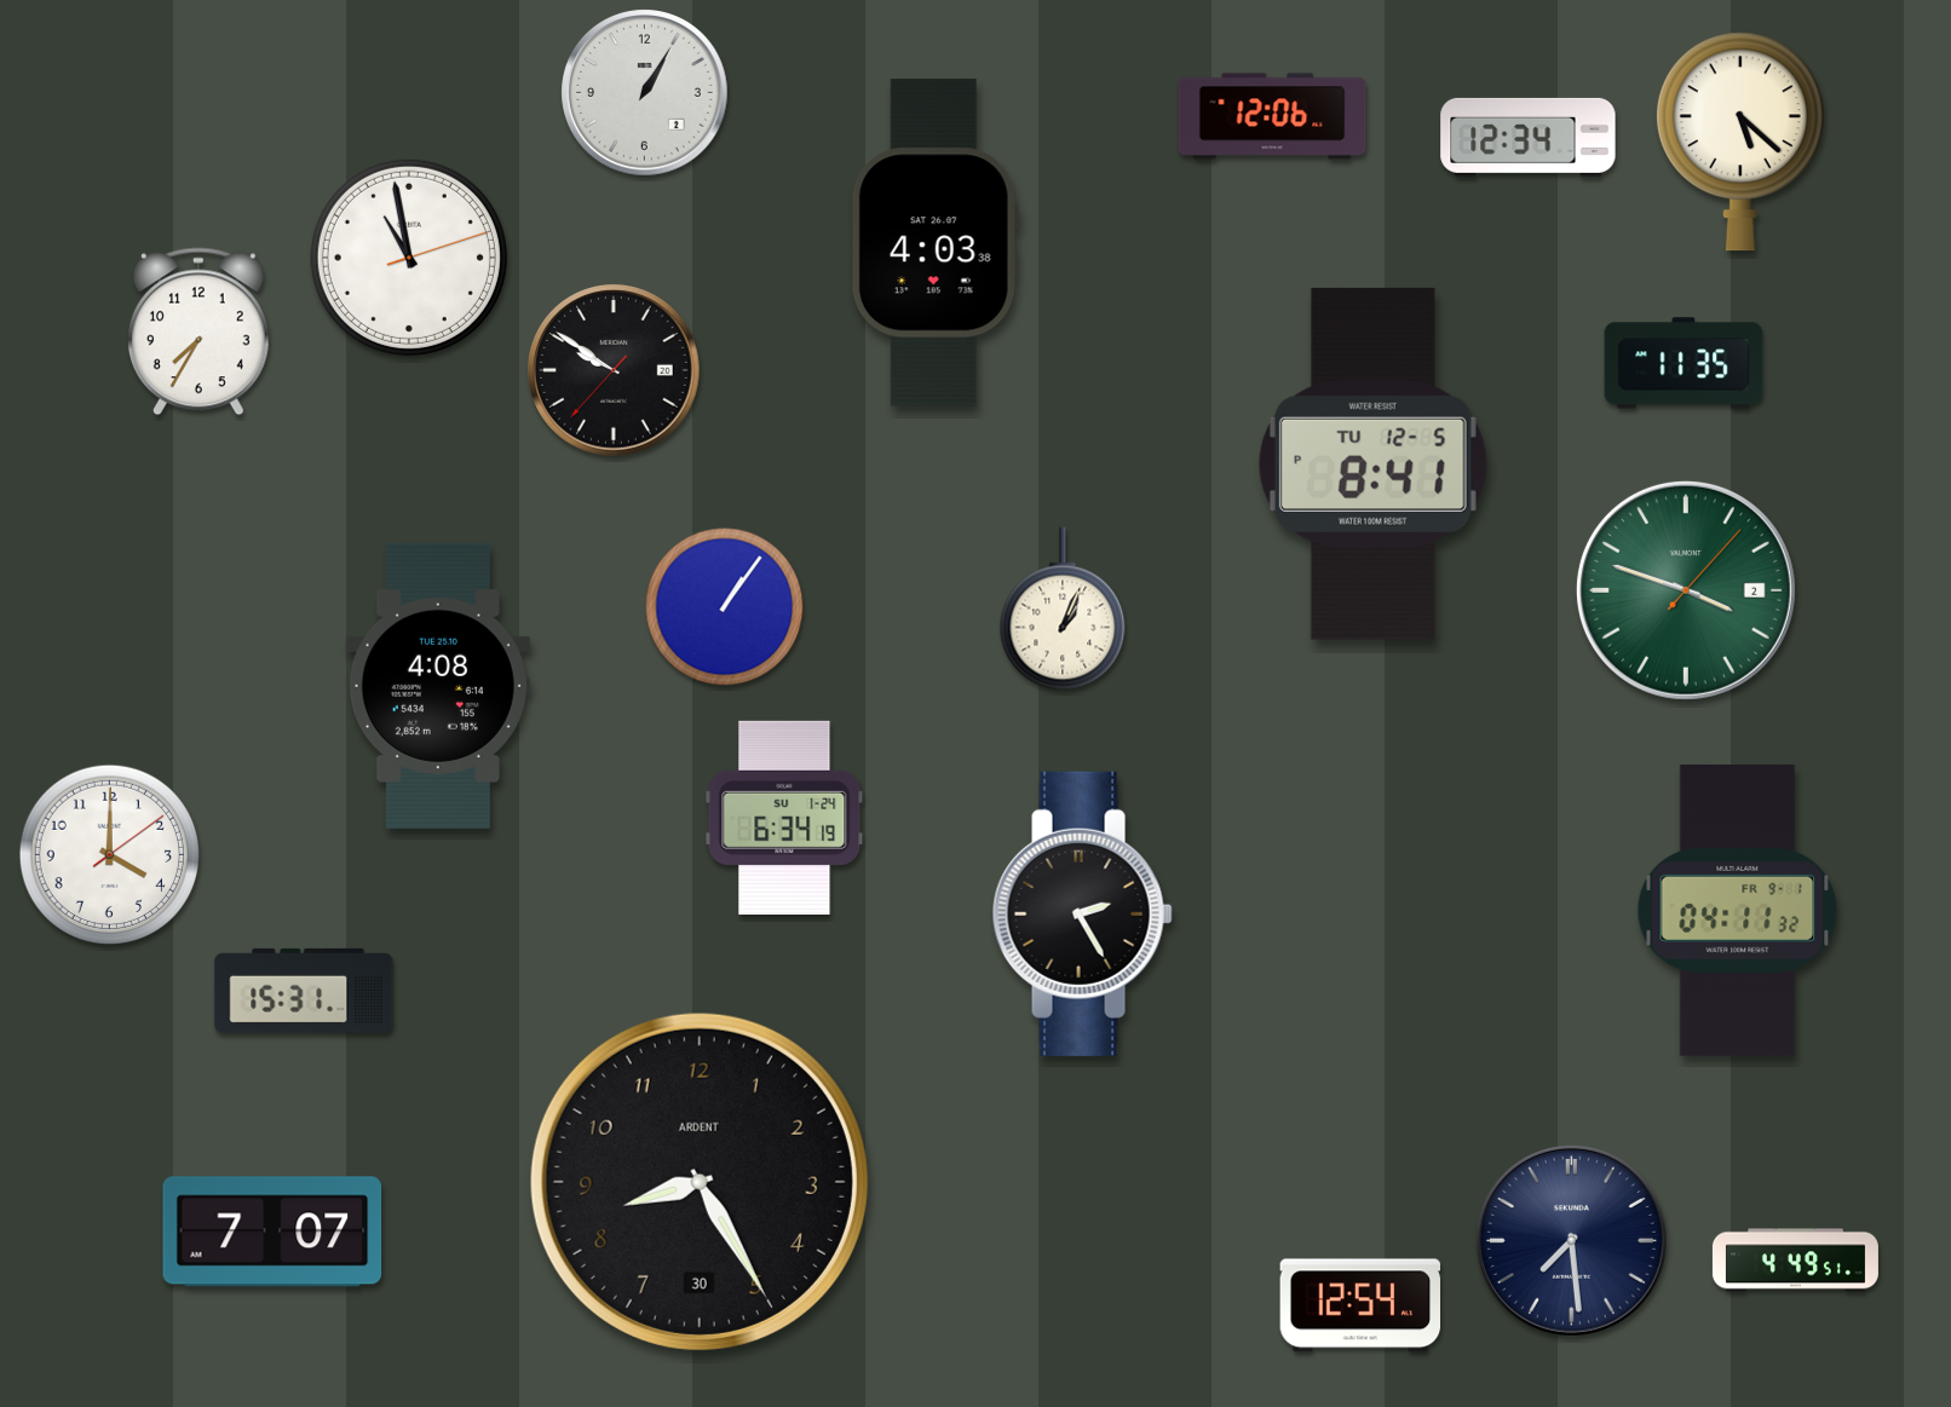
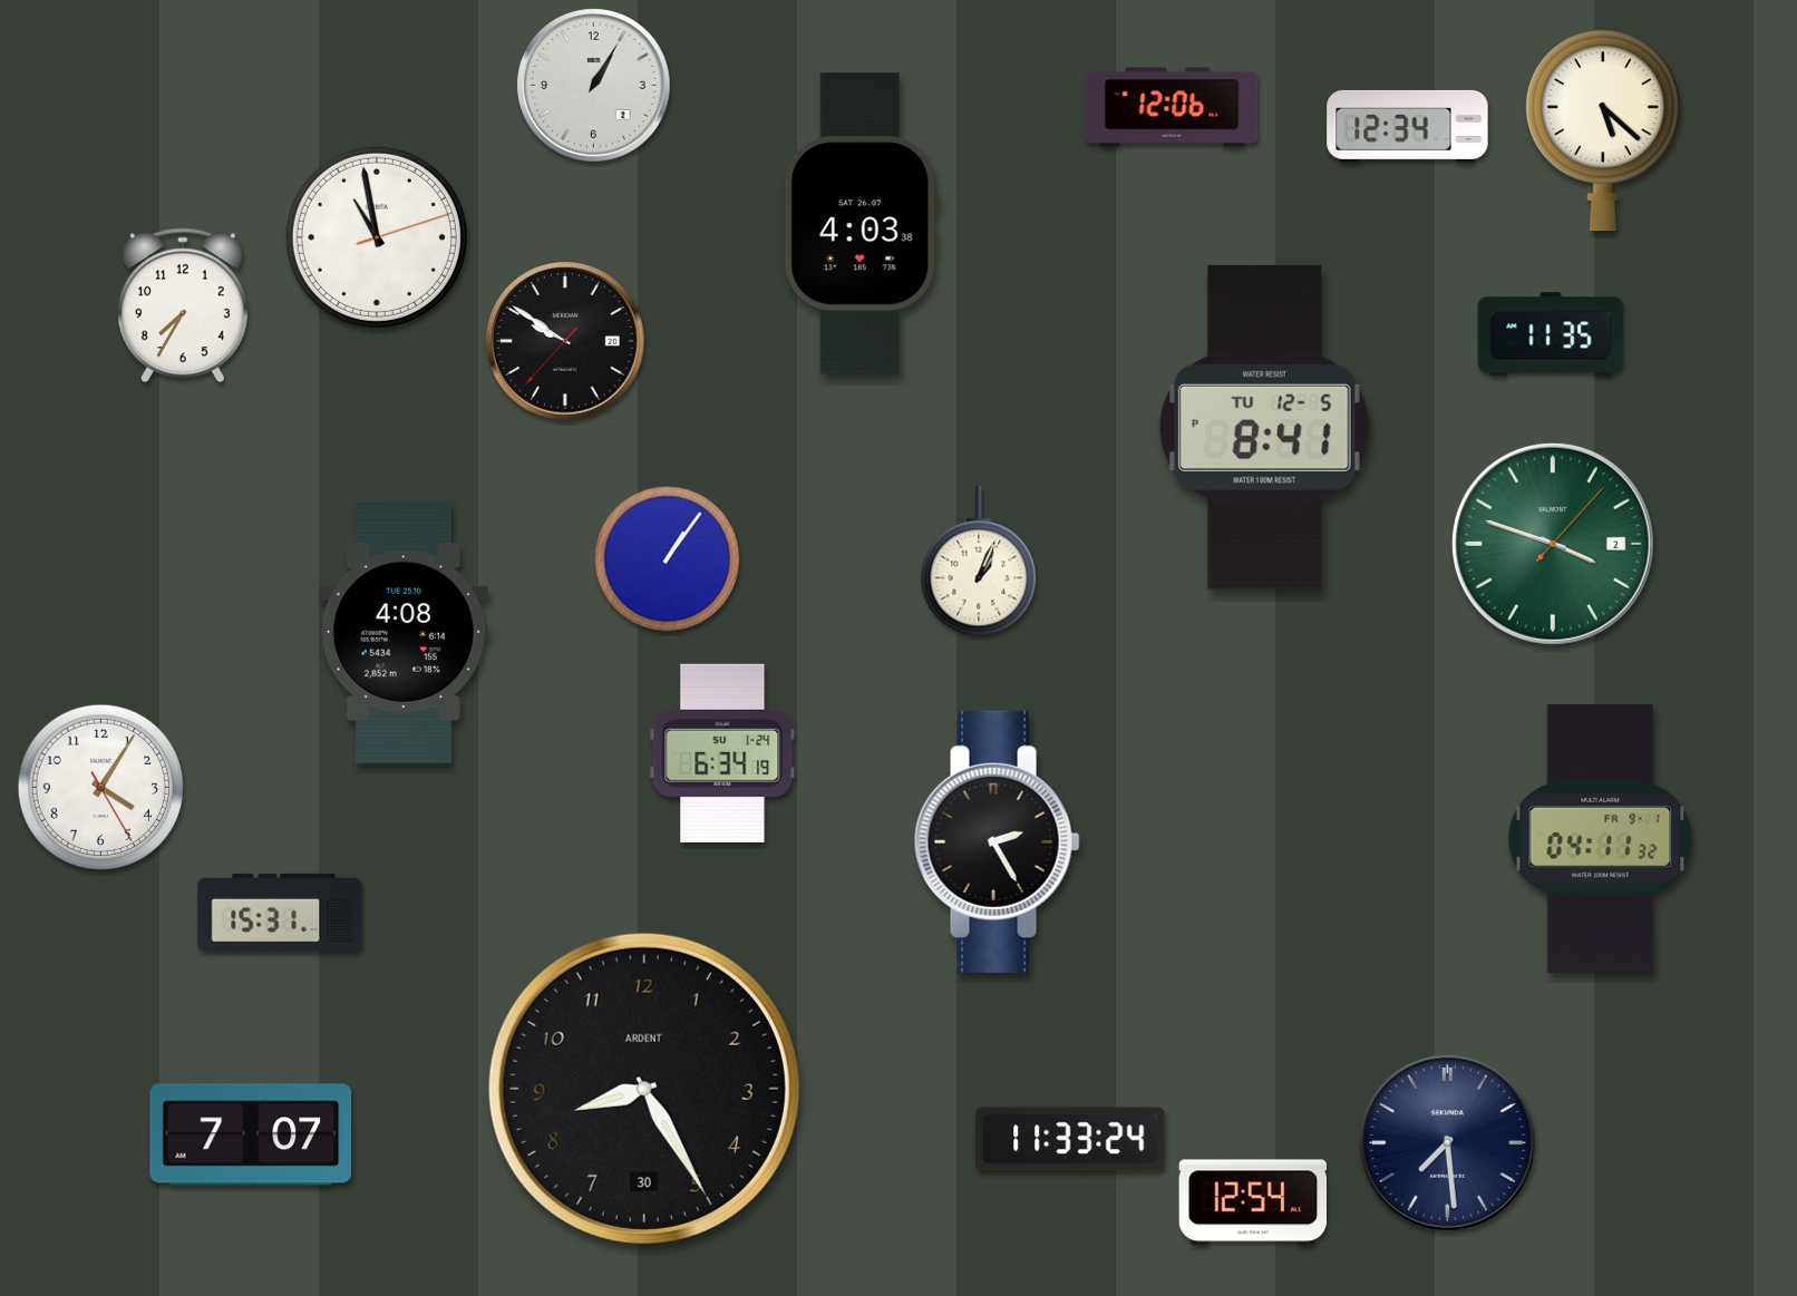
clock at (109, 854): 4:00 -> 4:05
clock at (1070, 1139): none -> 11:33
clock at (1795, 1261): 4:49 -> none
